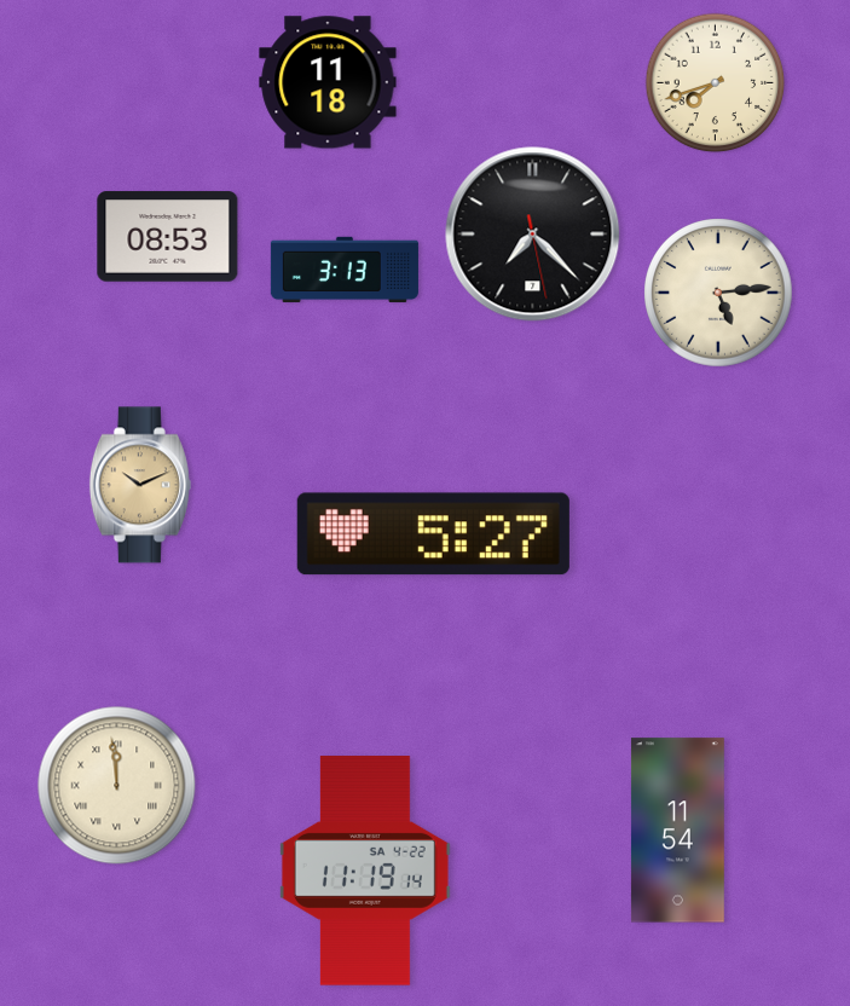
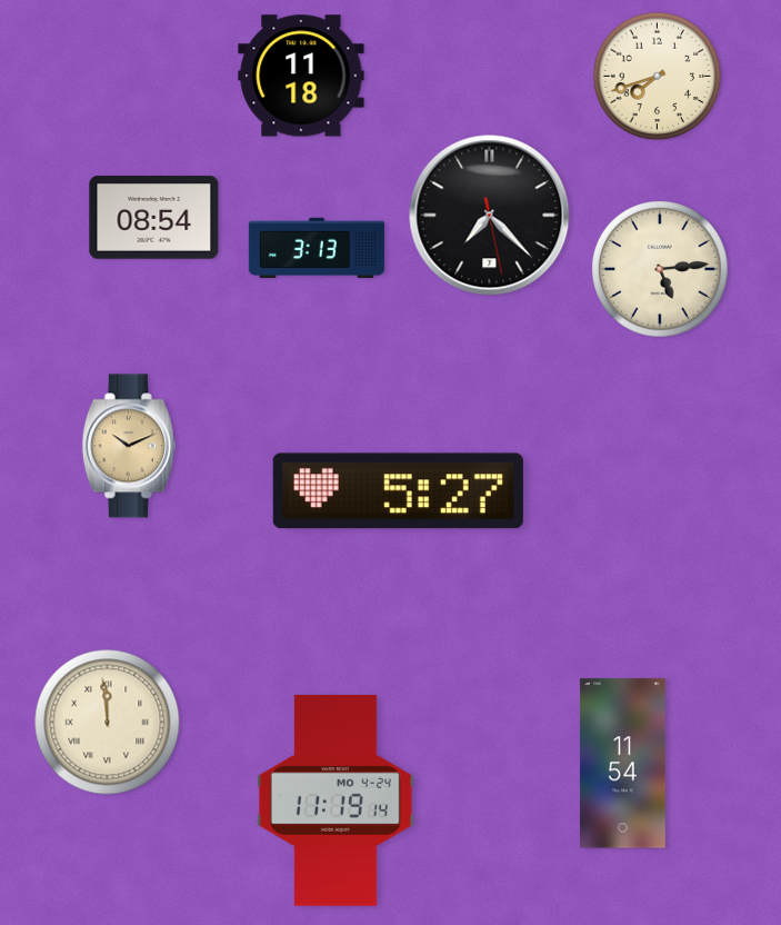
clock at (168, 237): 08:53 -> 08:54
clock at (365, 871) date: SA 4-22 -> MO 4-24
